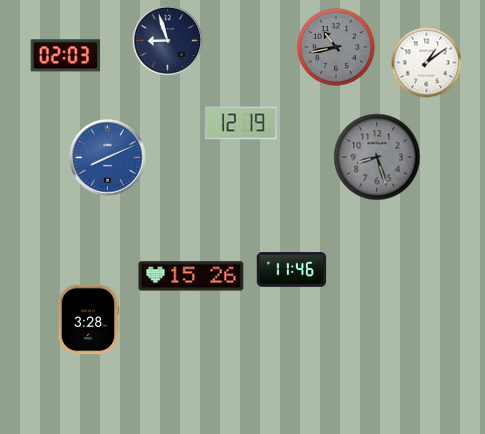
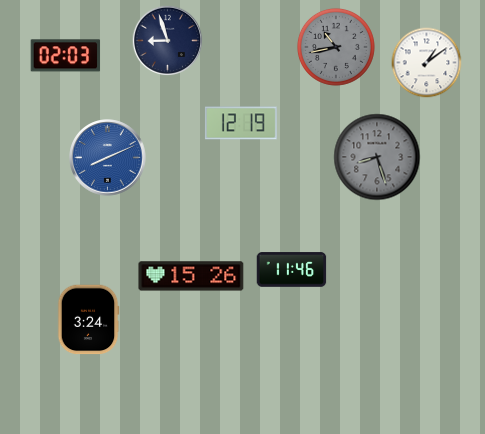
clock at (88, 320): 3:28 -> 3:24
